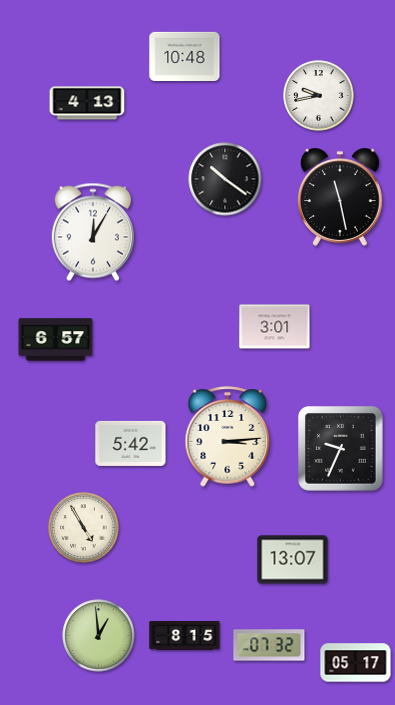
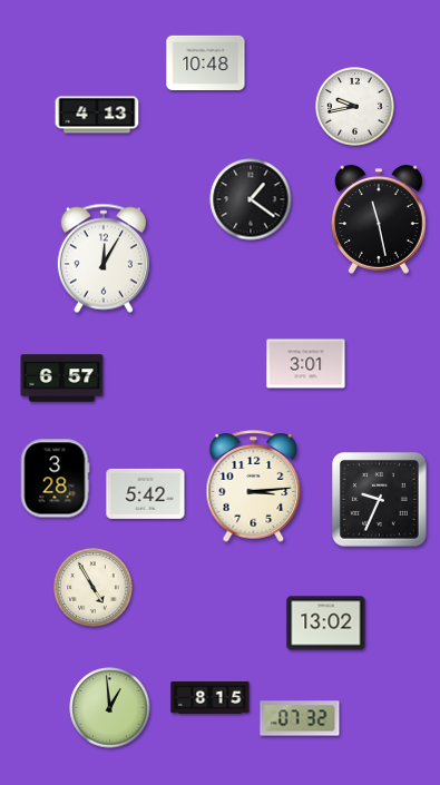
clock at (225, 179): 10:21 -> 1:21
clock at (55, 479): none -> 3:28
clock at (293, 560): 13:07 -> 13:02
clock at (185, 636) position: (185, 636) -> (211, 698)
clock at (356, 663): 05:17 -> none
